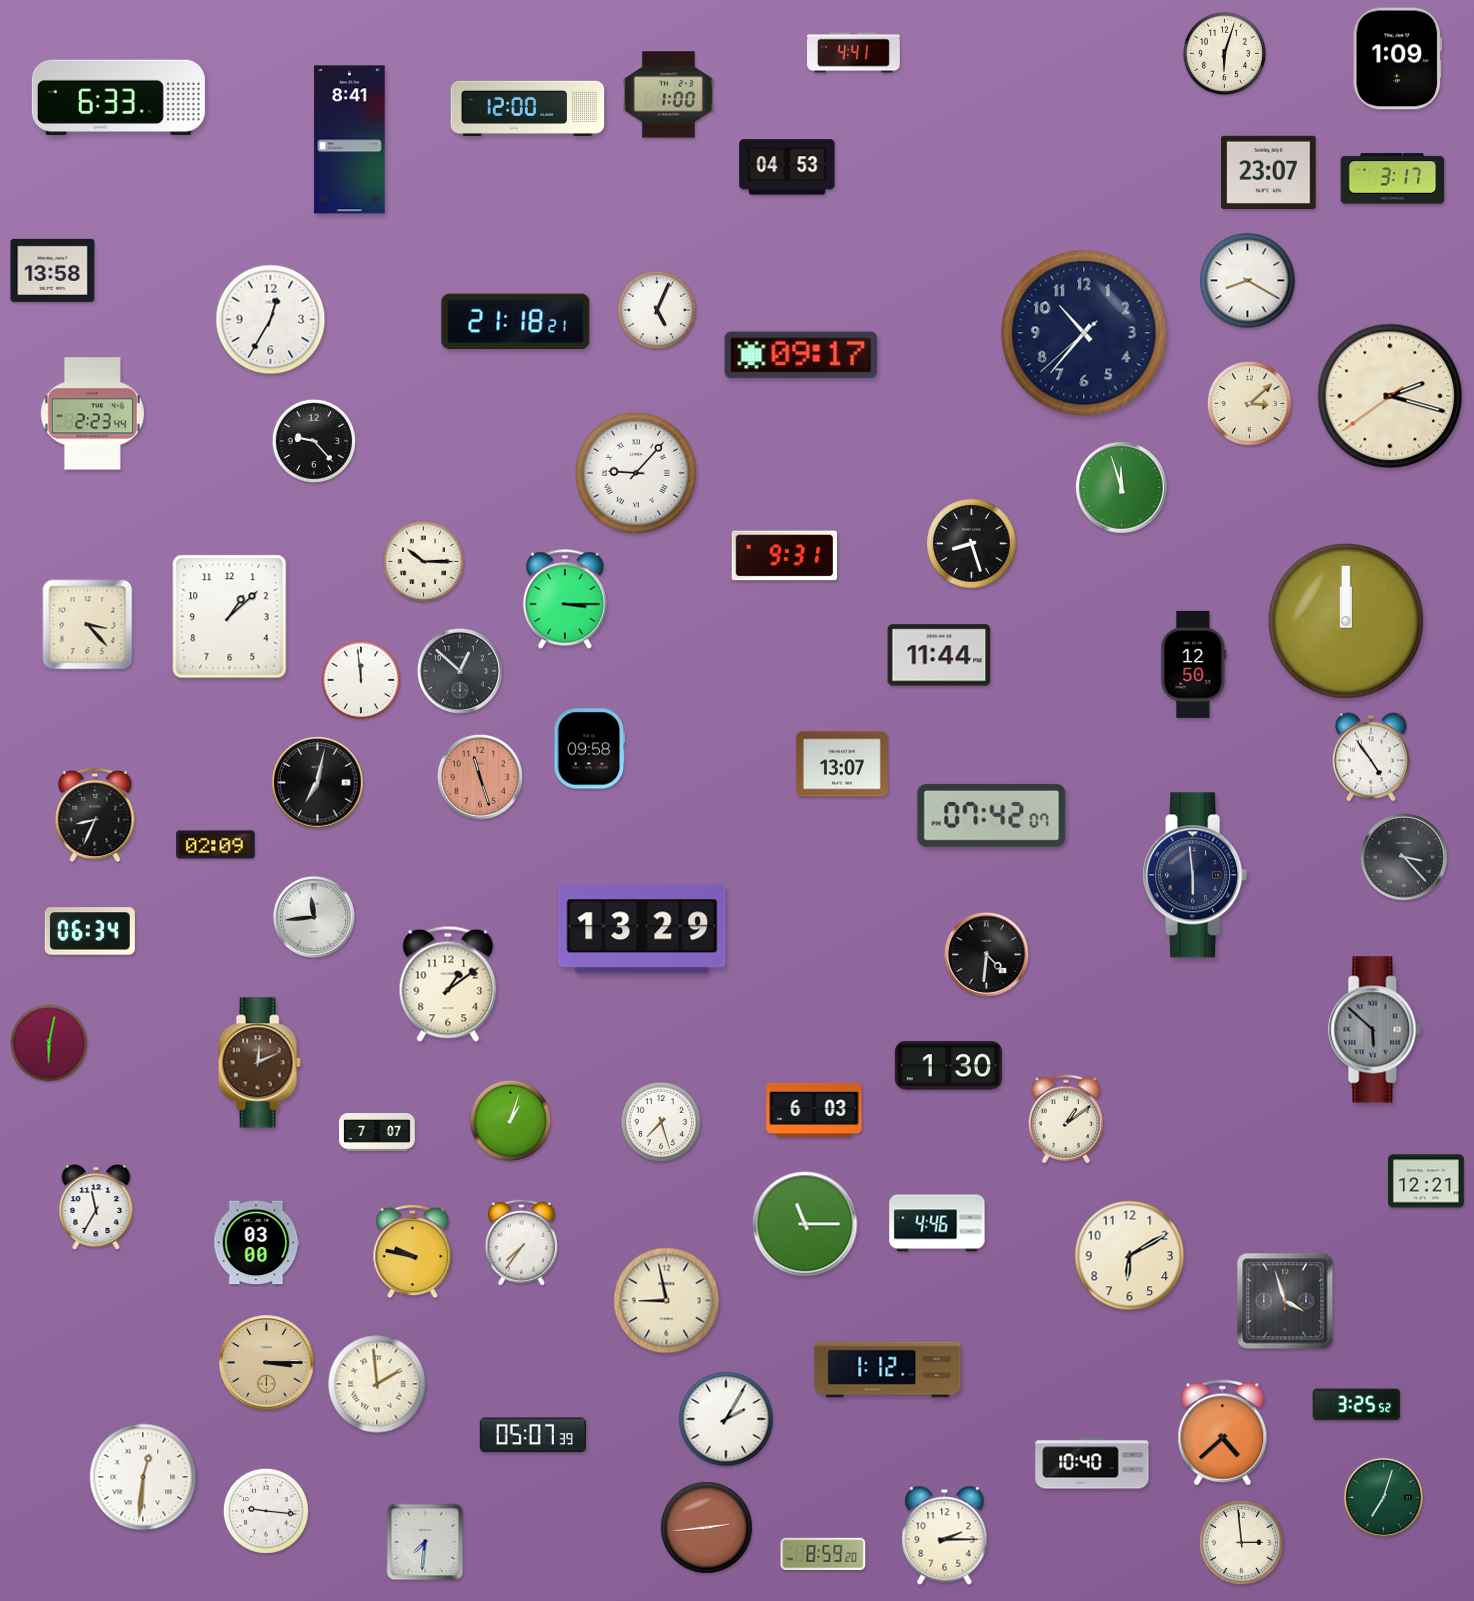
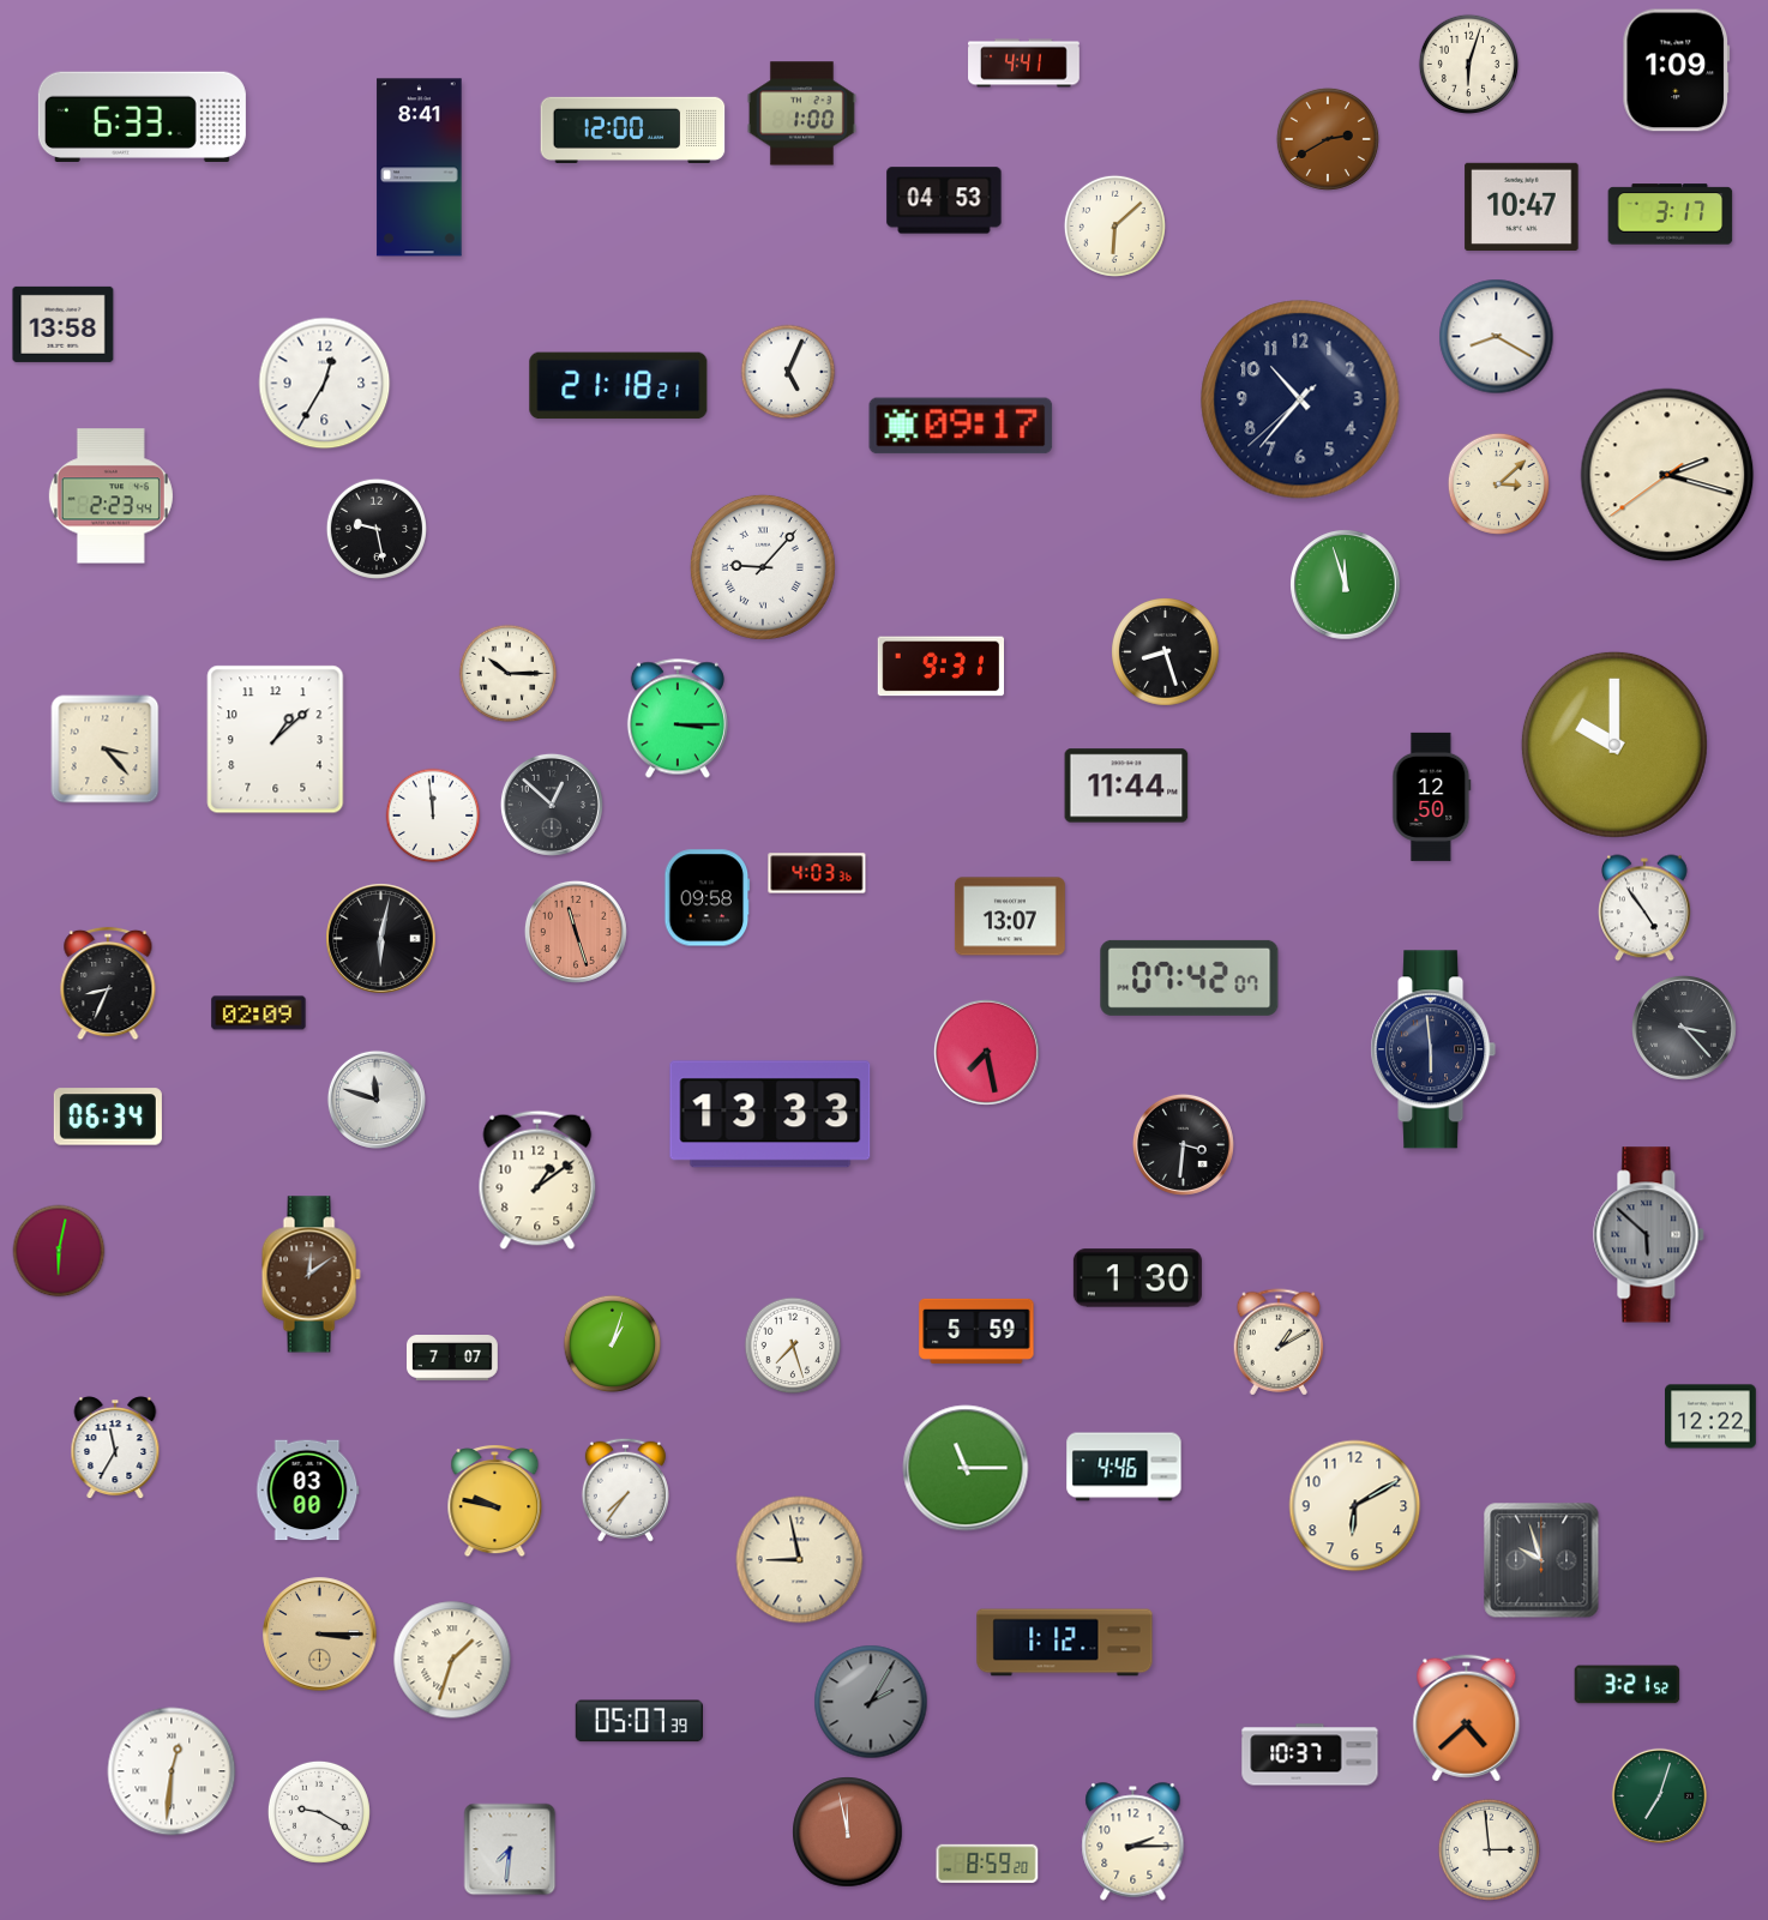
clock at (1328, 139): none -> 2:40
clock at (1269, 172): 23:07 -> 10:47
clock at (1114, 225): none -> 6:08
clock at (314, 441): 9:23 -> 9:28
clock at (1346, 621): 12:00 -> 10:00
clock at (817, 873): none -> 4:03
clock at (318, 783): 7:02 -> 6:02
clock at (95, 815) position: (95, 815) -> (108, 983)
clock at (987, 1053): none -> 7:28
clock at (314, 917): 11:44 -> 11:48
clock at (642, 929): 13:29 -> 13:33
clock at (986, 954): 4:31 -> 3:31
clock at (259, 1063): 12:11 -> 12:09
clock at (814, 1110): 6:03 -> 5:59
clock at (1066, 1119): 1:09 -> 1:10
clock at (1427, 1181): 12:21 -> 12:22
clock at (1285, 1301): 3:57 -> 9:57
clock at (377, 1384): 1:59 -> 1:33
clock at (1357, 1405): 3:25 -> 3:21
clock at (726, 1419) dial: white -> grey
clock at (1092, 1463): 10:40 -> 10:37
clock at (266, 1511): 9:16 -> 9:20
clock at (707, 1528): 2:44 -> 11:58
